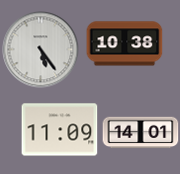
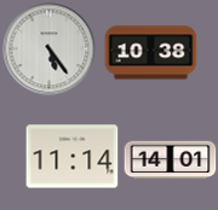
clock at (41, 50) position: (41, 50) -> (50, 49)
clock at (60, 130): 11:09 -> 11:14
